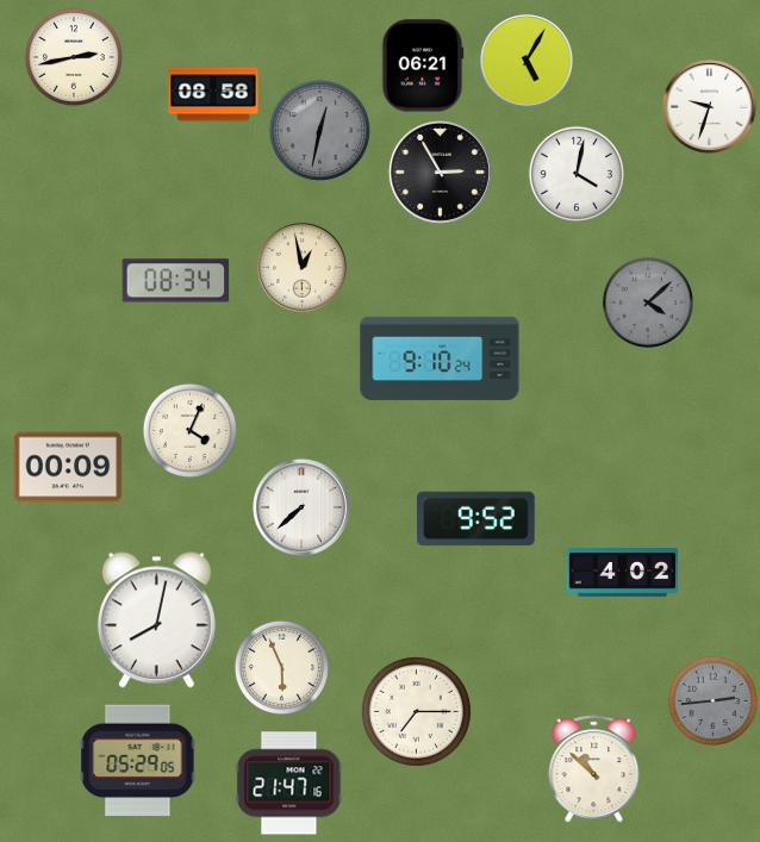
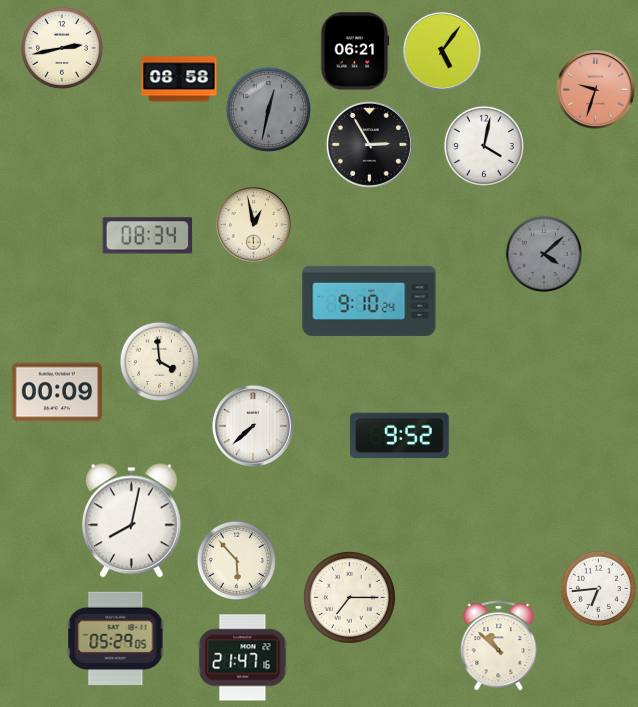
clock at (528, 62): 5:05 -> 5:06
clock at (423, 66) position: (423, 66) -> (355, 51)
clock at (710, 107) dial: white -> salmon
clock at (189, 430): 4:04 -> 3:59
clock at (622, 573): 4:02 -> none
clock at (281, 667): 5:56 -> 5:53
clock at (712, 700): 2:44 -> 6:44
clock at (712, 700) dial: grey -> white
